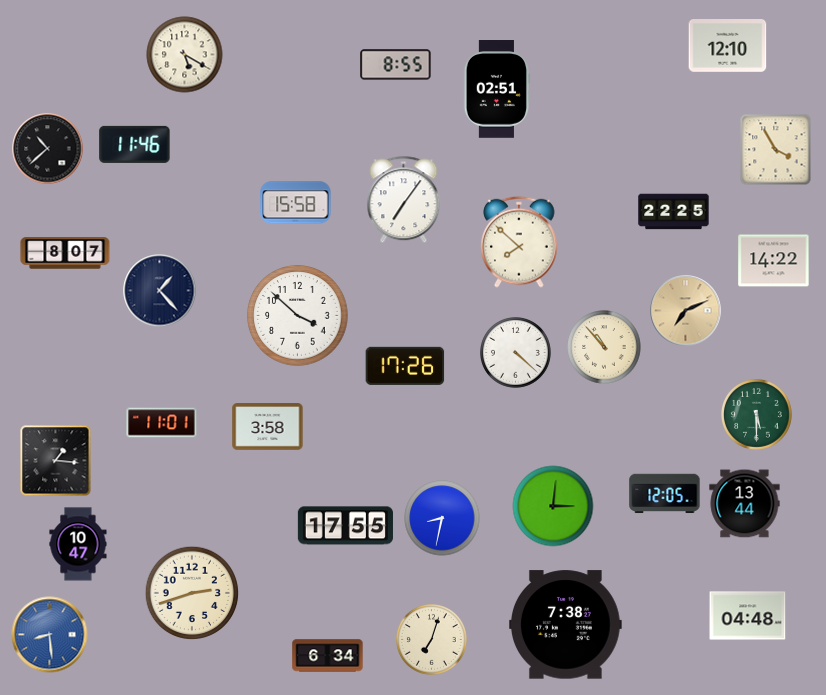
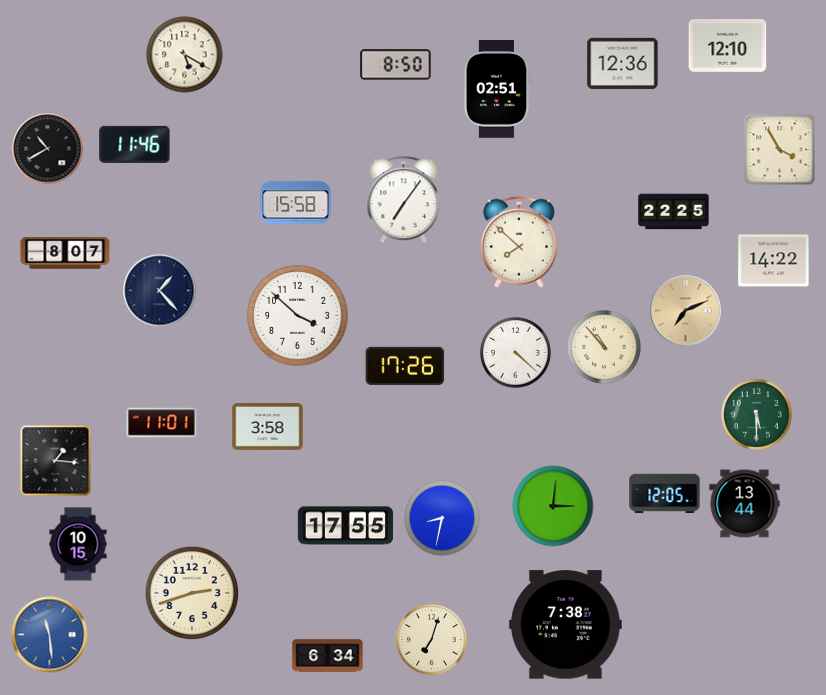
clock at (623, 63): none -> 12:36
clock at (396, 65): 8:55 -> 8:50
clock at (48, 149): 10:38 -> 10:40
clock at (776, 150) position: (776, 150) -> (780, 150)
clock at (78, 544): 10:47 -> 10:15
clock at (748, 616): 04:48 -> none
clock at (50, 635): 8:29 -> 11:29
